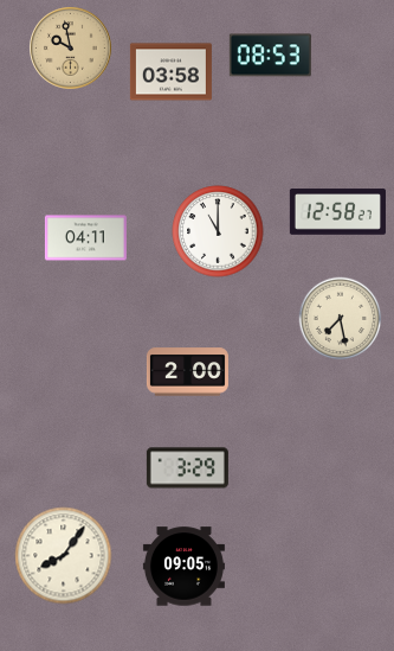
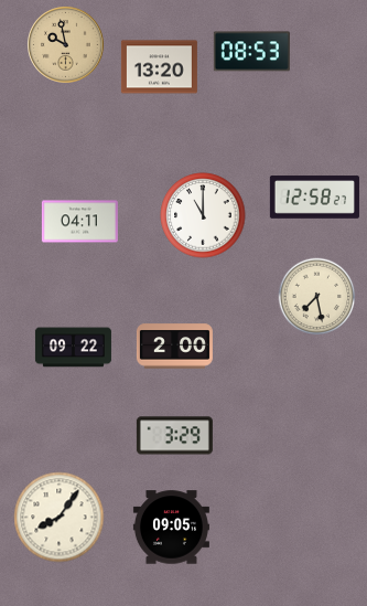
clock at (170, 72): 03:58 -> 13:20
clock at (73, 348): none -> 09:22
